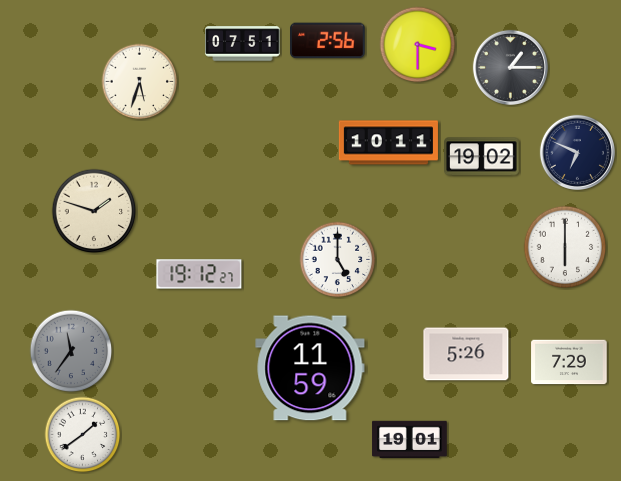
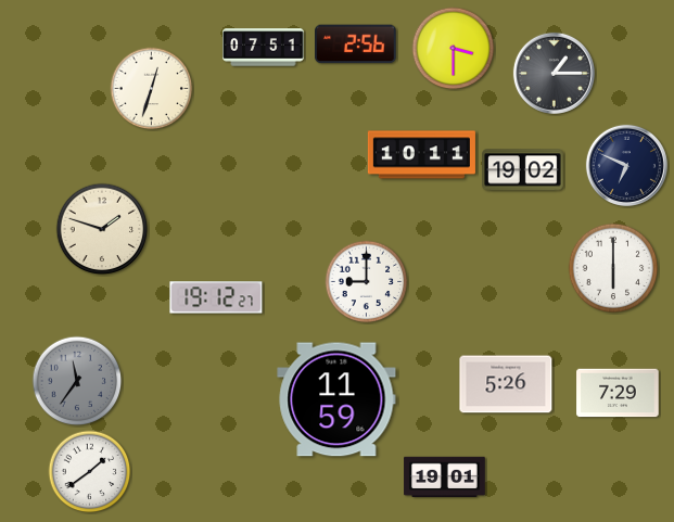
clock at (140, 82): 5:33 -> 12:33
clock at (338, 260): 5:00 -> 9:00
